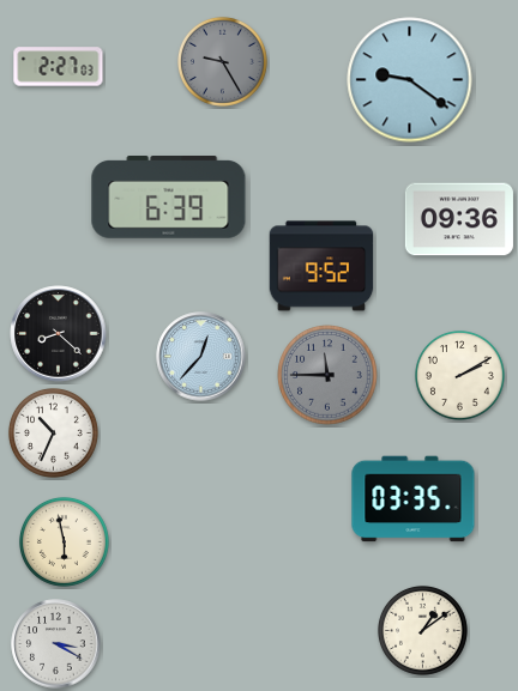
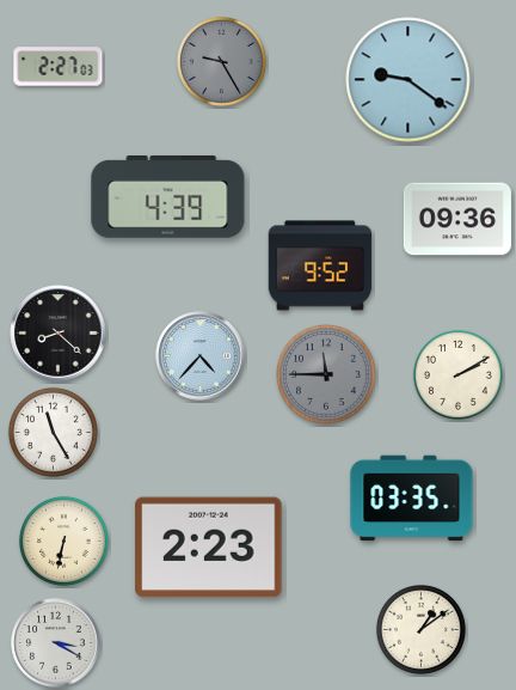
clock at (169, 198): 6:39 -> 4:39
clock at (201, 357): 12:37 -> 4:37
clock at (53, 432): 10:34 -> 11:25
clock at (64, 541): 5:58 -> 6:32
clock at (209, 548): none -> 2:23
